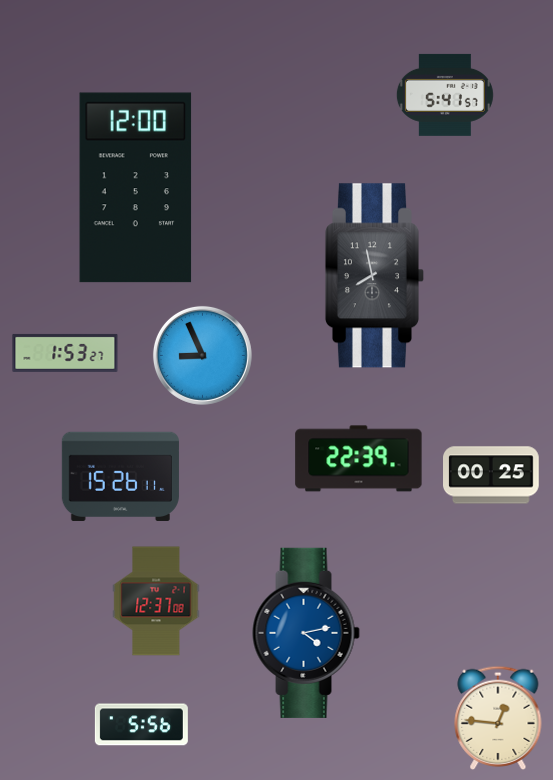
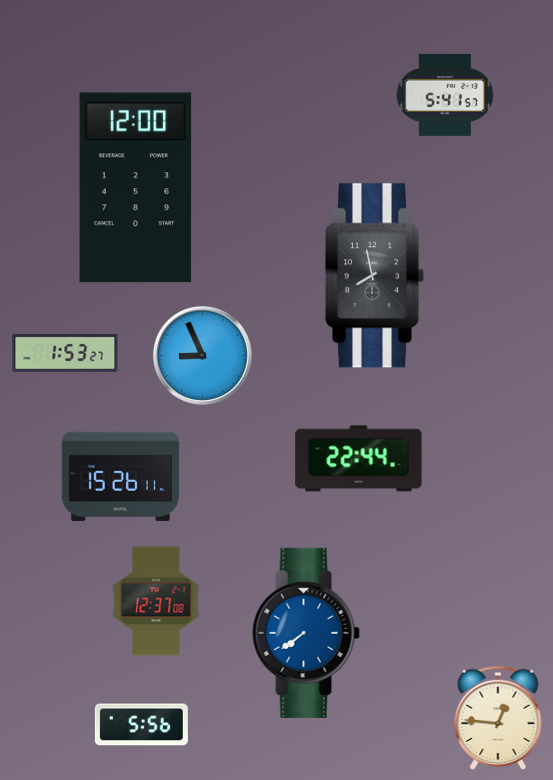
clock at (359, 459): 22:39 -> 22:44
clock at (492, 475): 00:25 -> none
clock at (306, 633): 4:13 -> 7:39
